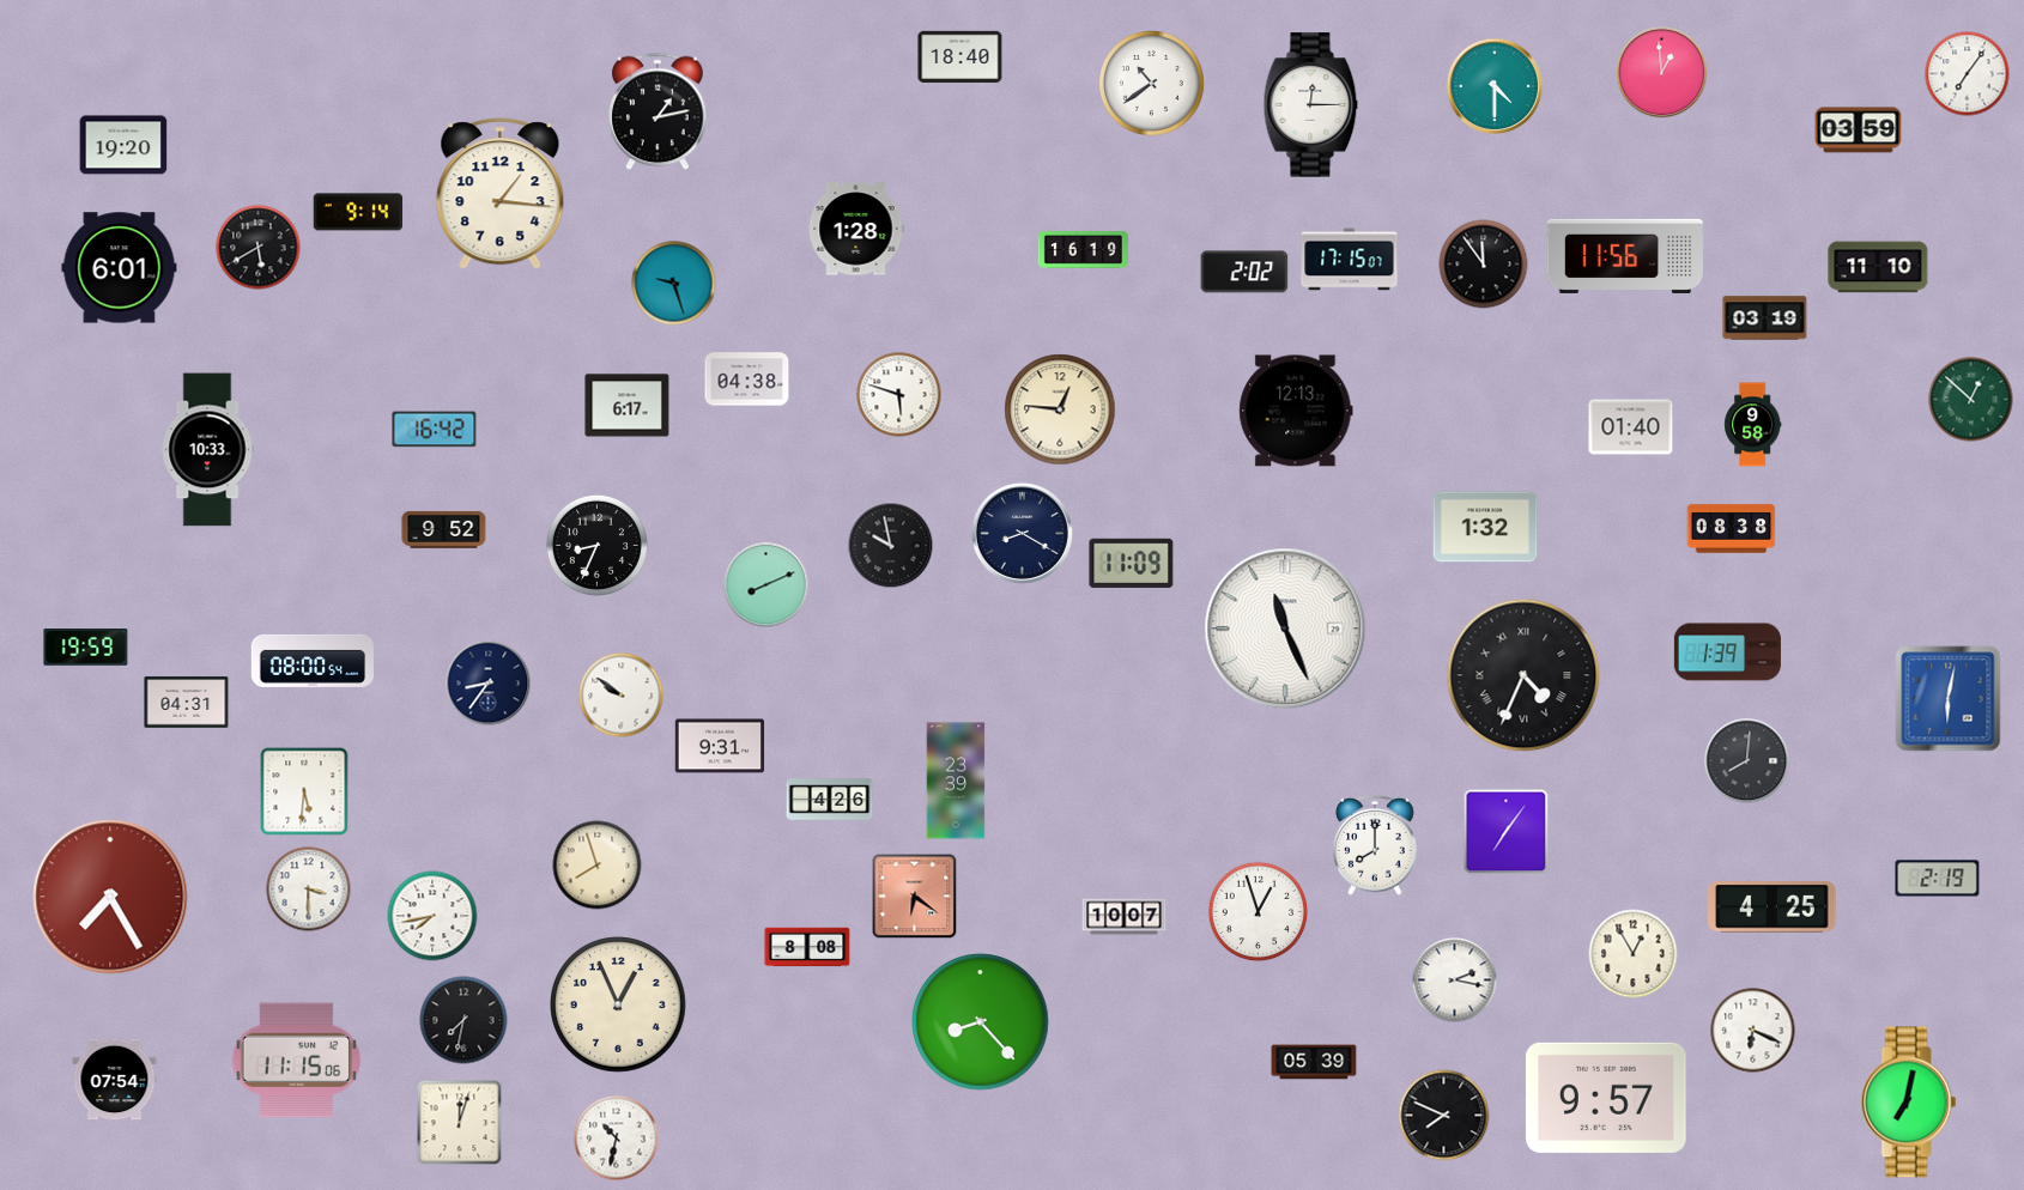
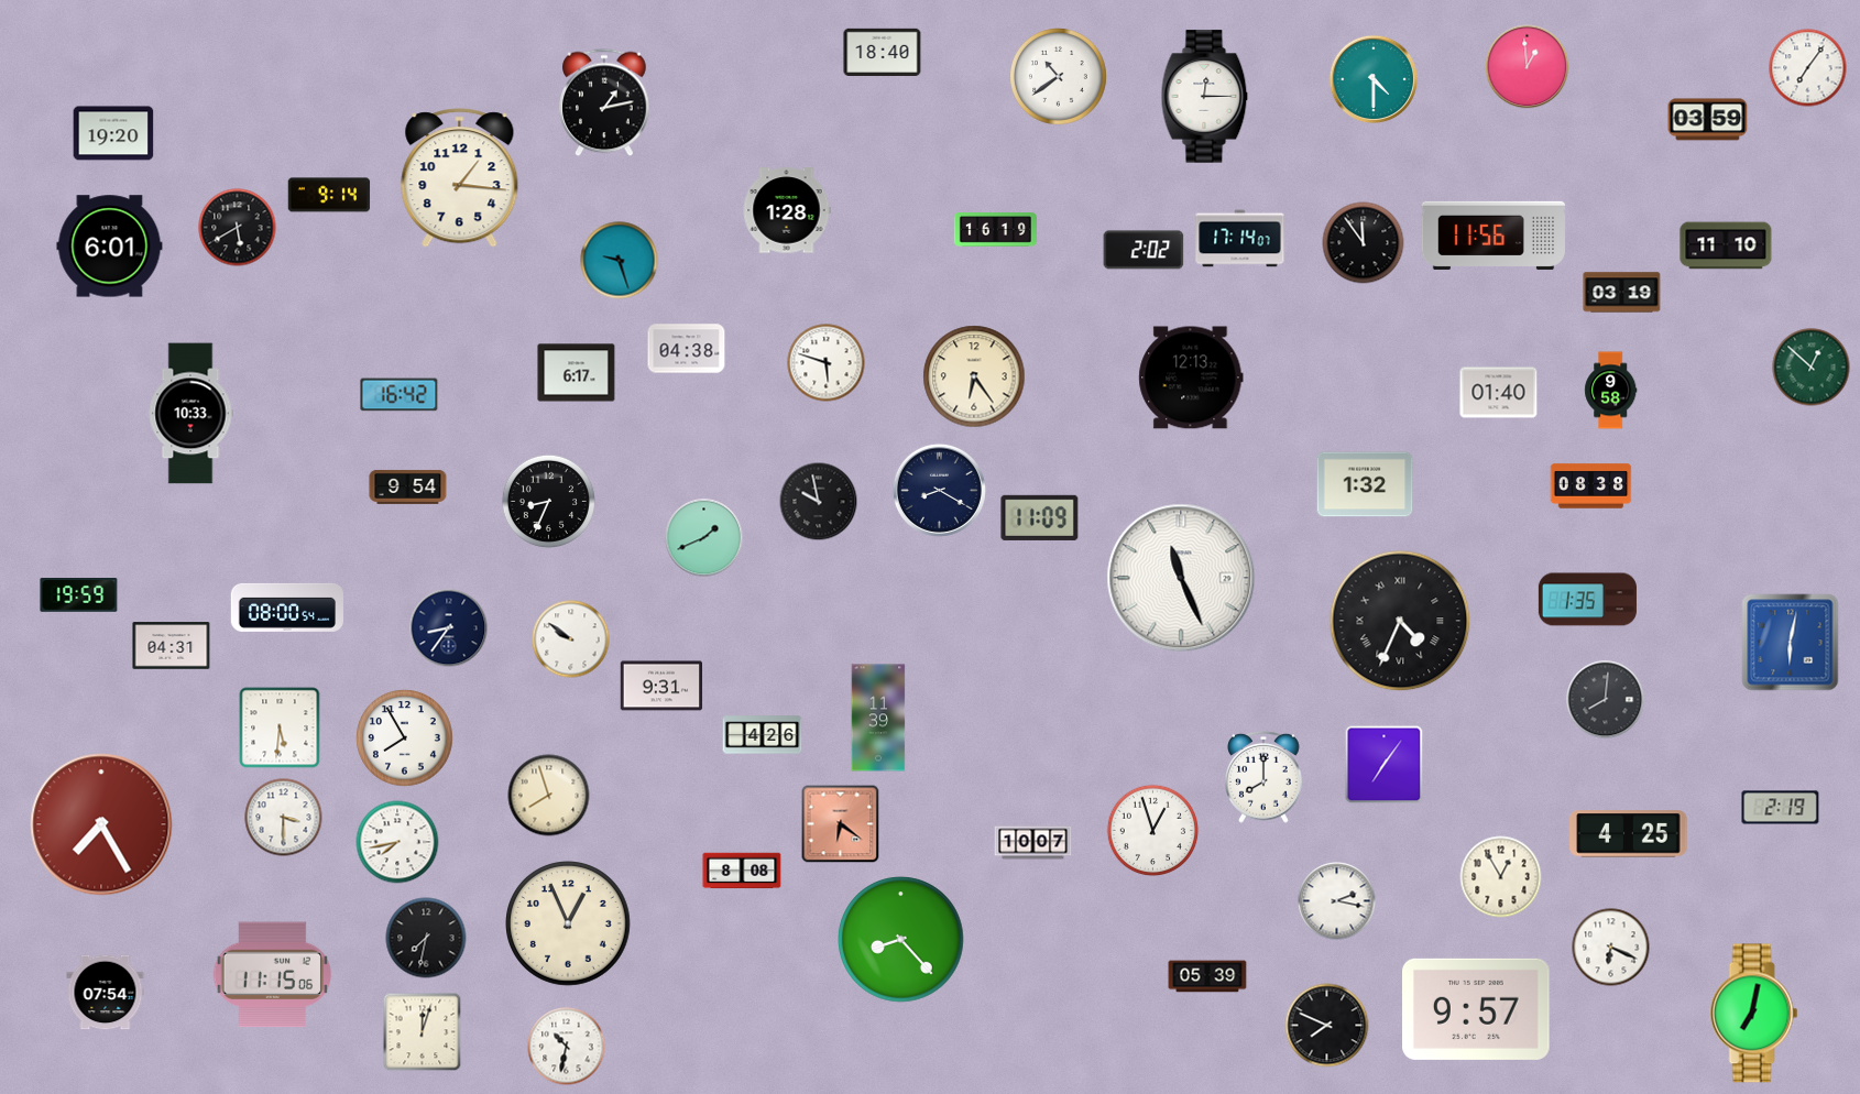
clock at (1350, 260): 17:15 -> 17:14
clock at (1060, 409): 12:46 -> 6:24
clock at (444, 529): 9:52 -> 9:54
clock at (766, 585): 8:11 -> 1:41
clock at (1727, 652): 1:39 -> 1:35
clock at (956, 781): 23:39 -> 11:39
clock at (405, 739): none -> 7:55
clock at (1259, 912) position: (1259, 912) -> (1153, 831)
